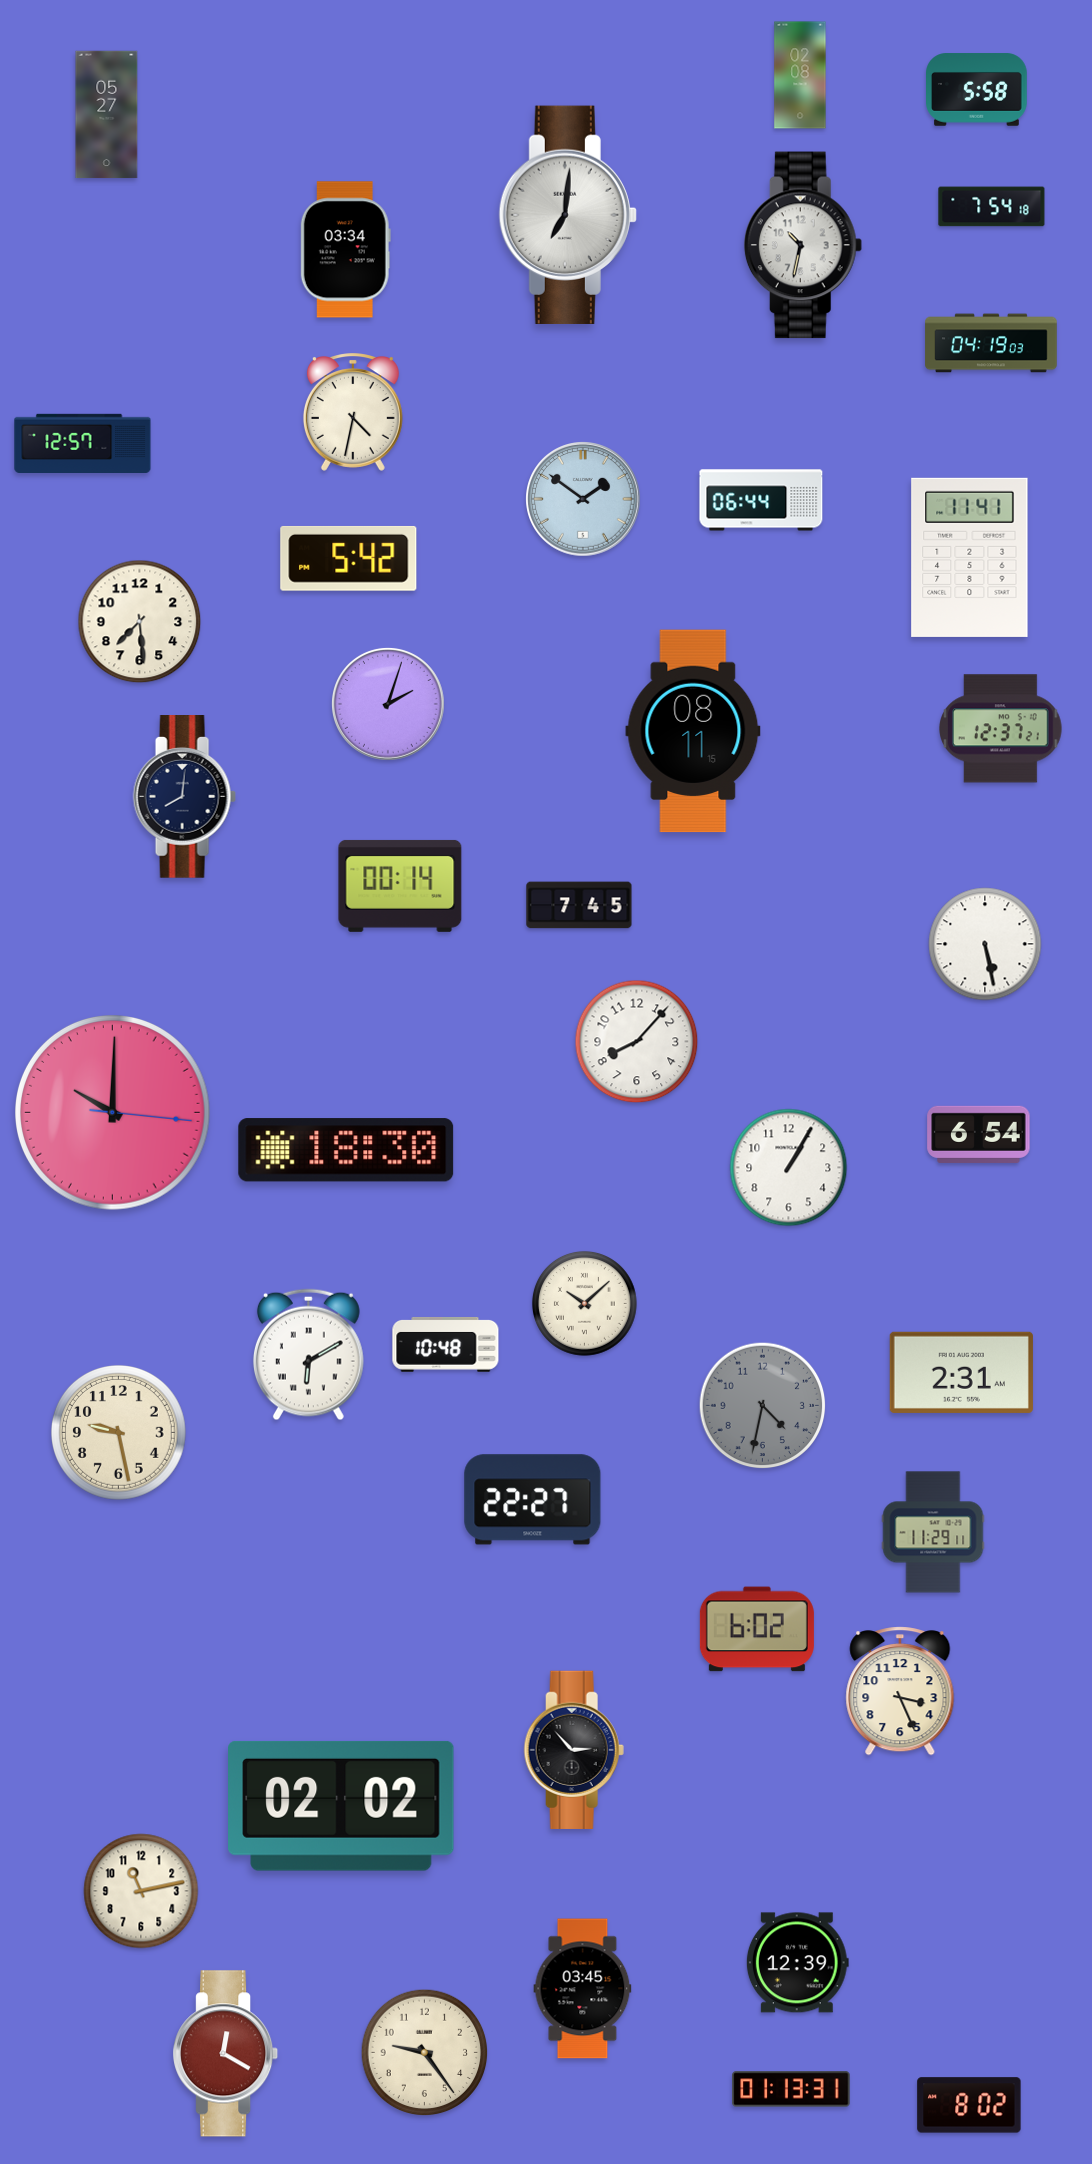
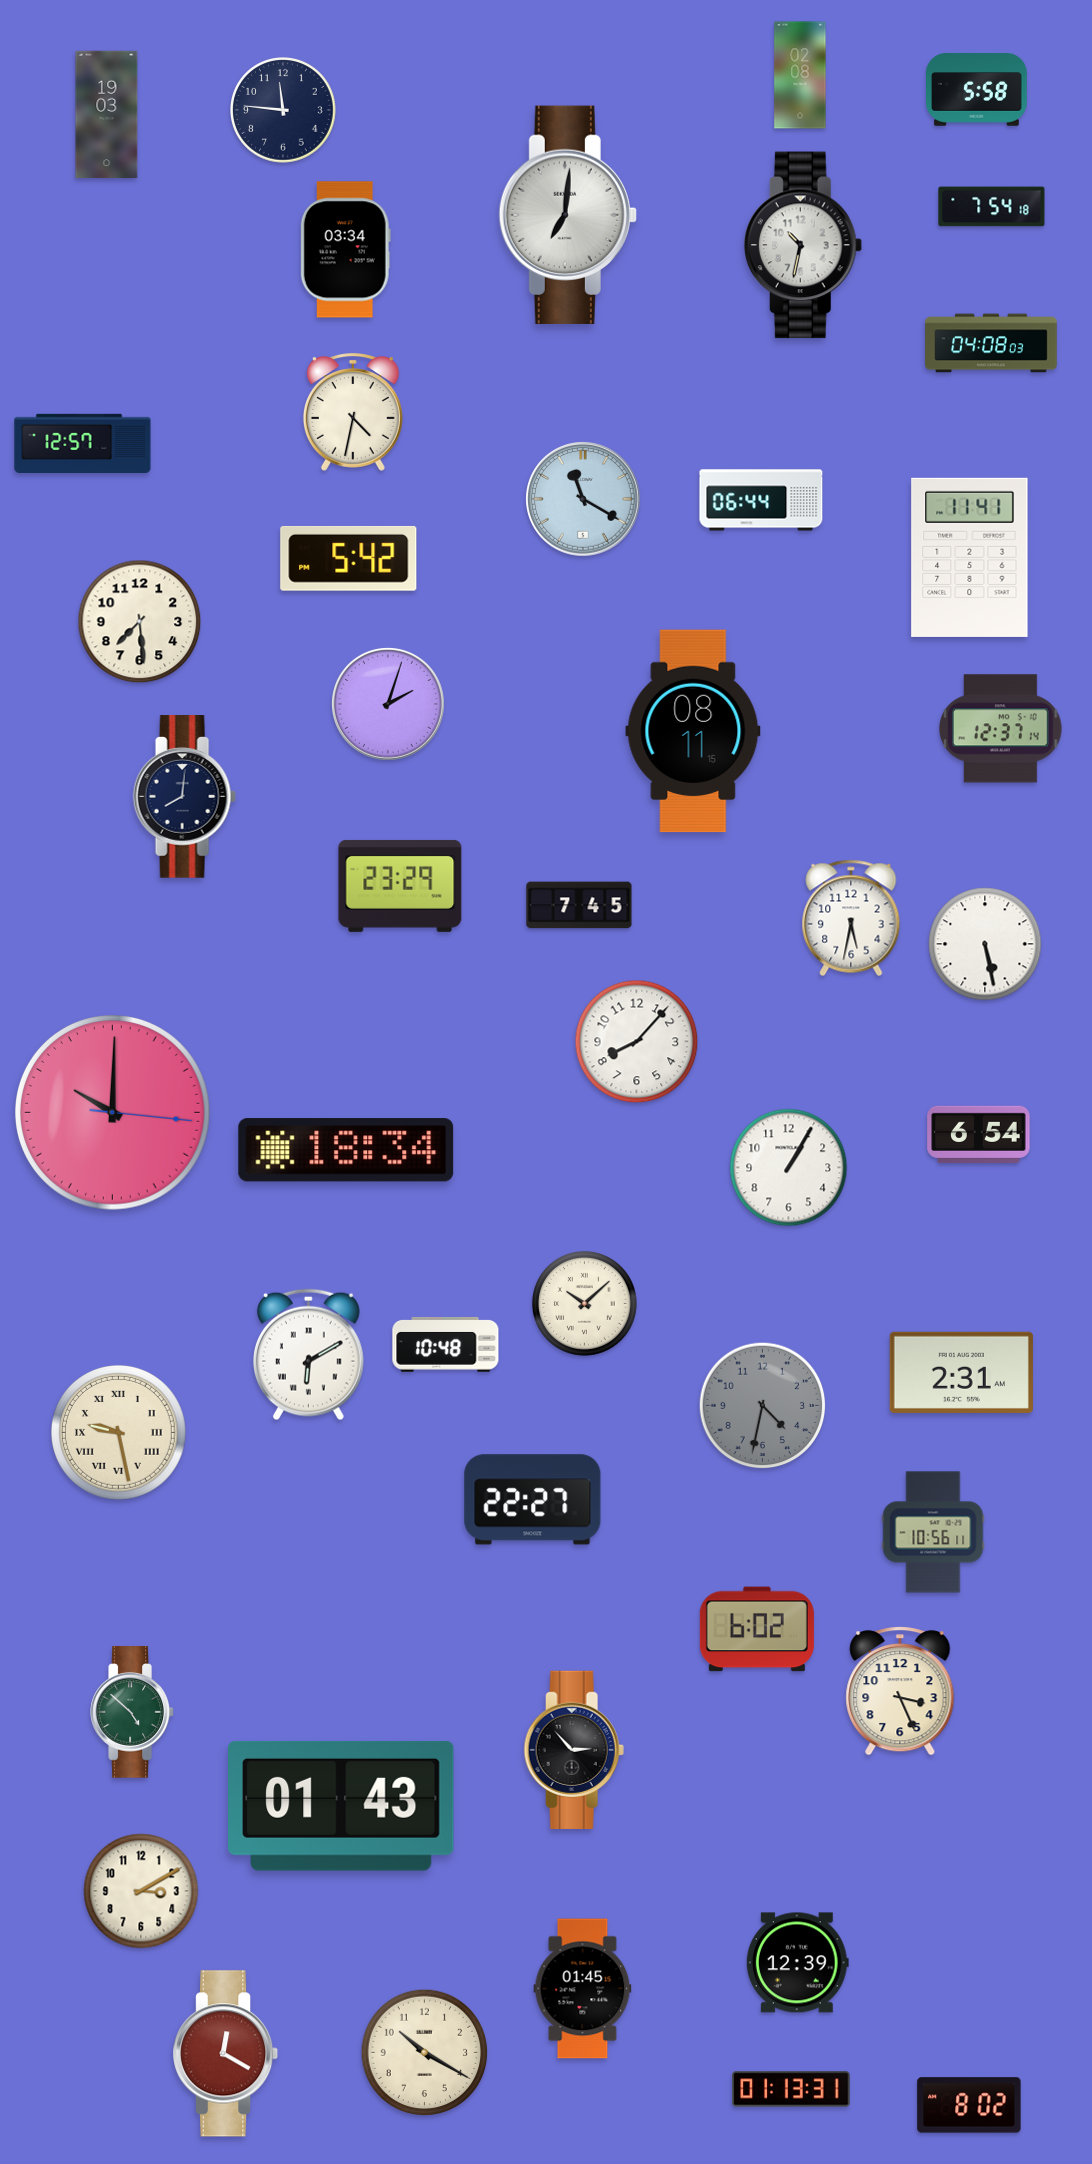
clock at (284, 111): none -> 11:46
clock at (107, 115): 05:27 -> 19:03
clock at (991, 343): 04:19 -> 04:08
clock at (583, 499): 1:51 -> 11:20
clock at (1001, 729): 12:37:21 -> 12:37:14
clock at (400, 886): 00:14 -> 23:29
clock at (851, 918): none -> 5:32
clock at (346, 1150): 18:30 -> 18:34
clock at (119, 1433) numerals: Arabic -> Roman
clock at (933, 1532): 11:29 -> 10:56
clock at (132, 1713): none -> 4:52
clock at (341, 1806): 02:02 -> 01:43
clock at (141, 1891): 11:13 -> 3:10
clock at (583, 1989): 03:45 -> 01:45
clock at (425, 2053): 9:24 -> 10:20
